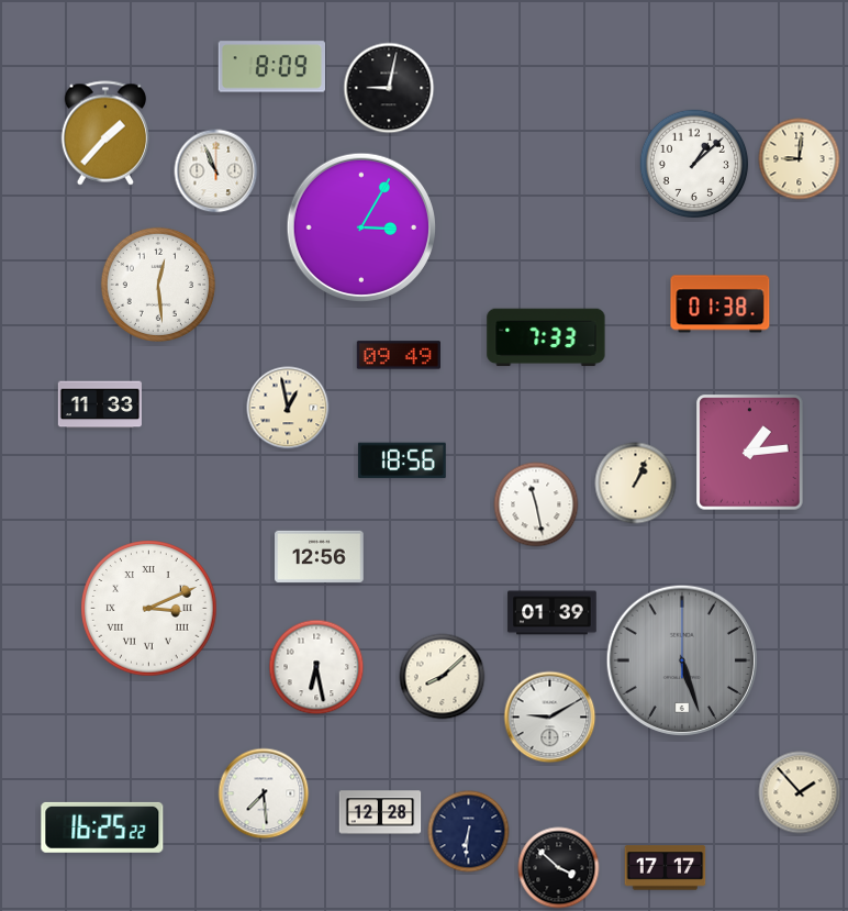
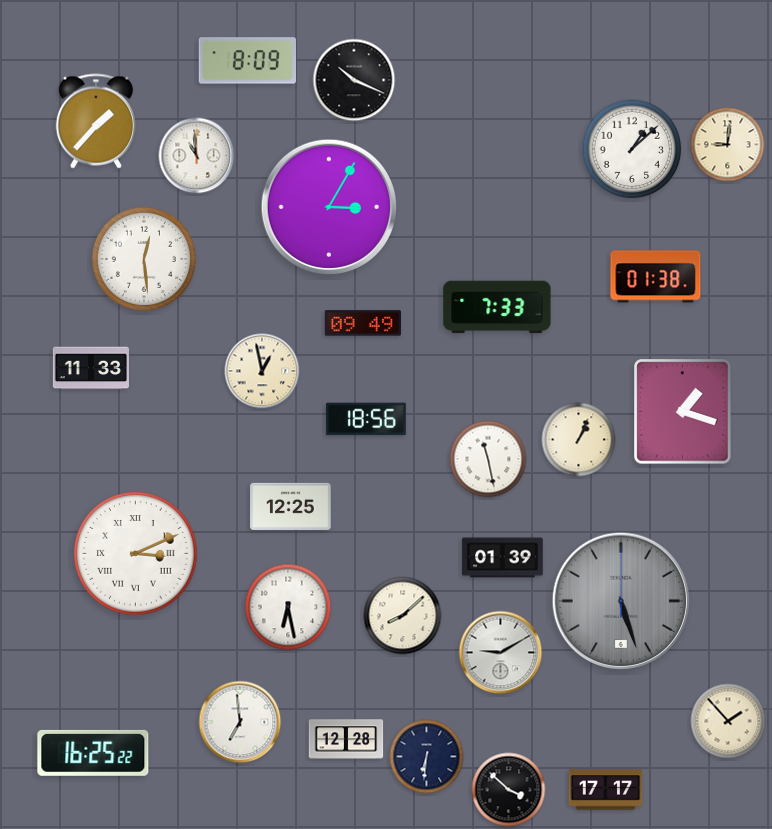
clock at (389, 88): 9:02 -> 10:19
clock at (216, 171): 10:56 -> 10:59
clock at (750, 453): 1:14 -> 1:18
clock at (320, 556): 12:56 -> 12:25
clock at (264, 793): 7:29 -> 6:59
